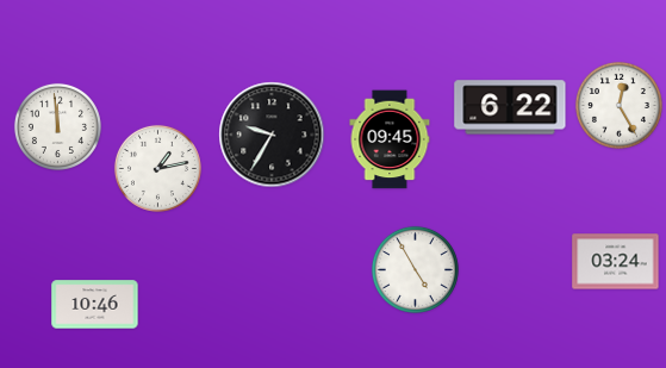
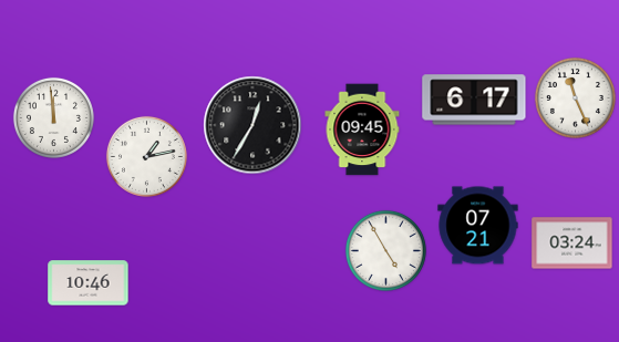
clock at (618, 105): 12:25 -> 11:26
clock at (510, 107): 6:22 -> 6:17
clock at (272, 135): 9:35 -> 12:35
clock at (478, 226): none -> 07:21
